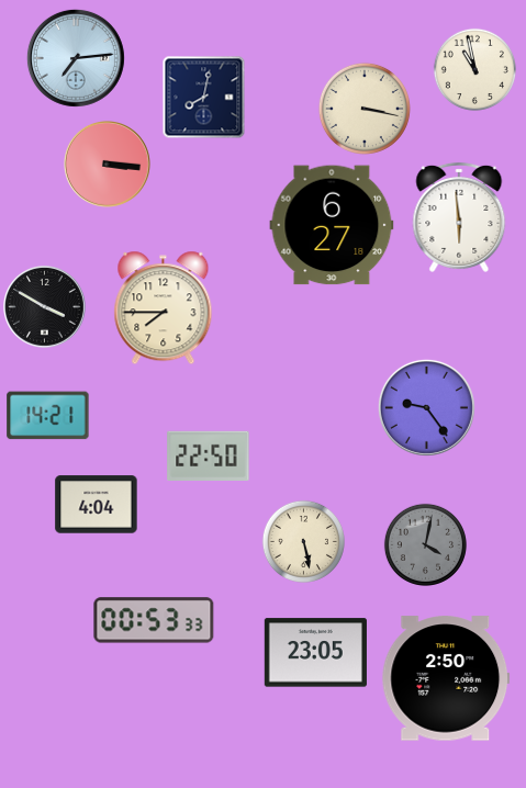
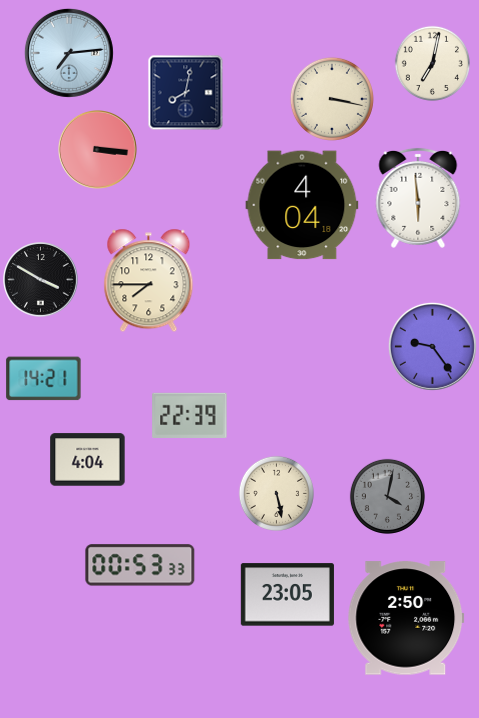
clock at (474, 69): 10:58 -> 7:02
clock at (204, 98) position: (204, 98) -> (186, 93)
clock at (332, 225): 6:27 -> 4:04
clock at (426, 407) position: (426, 407) -> (432, 346)
clock at (209, 455): 22:50 -> 22:39
